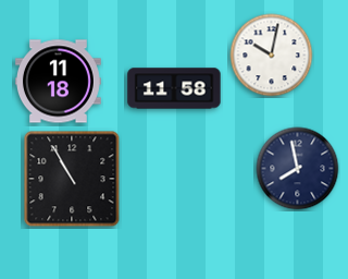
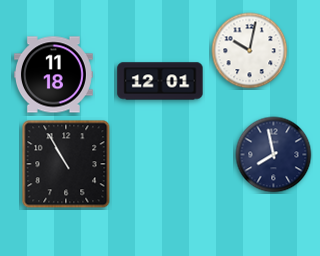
clock at (174, 88): 11:58 -> 12:01
